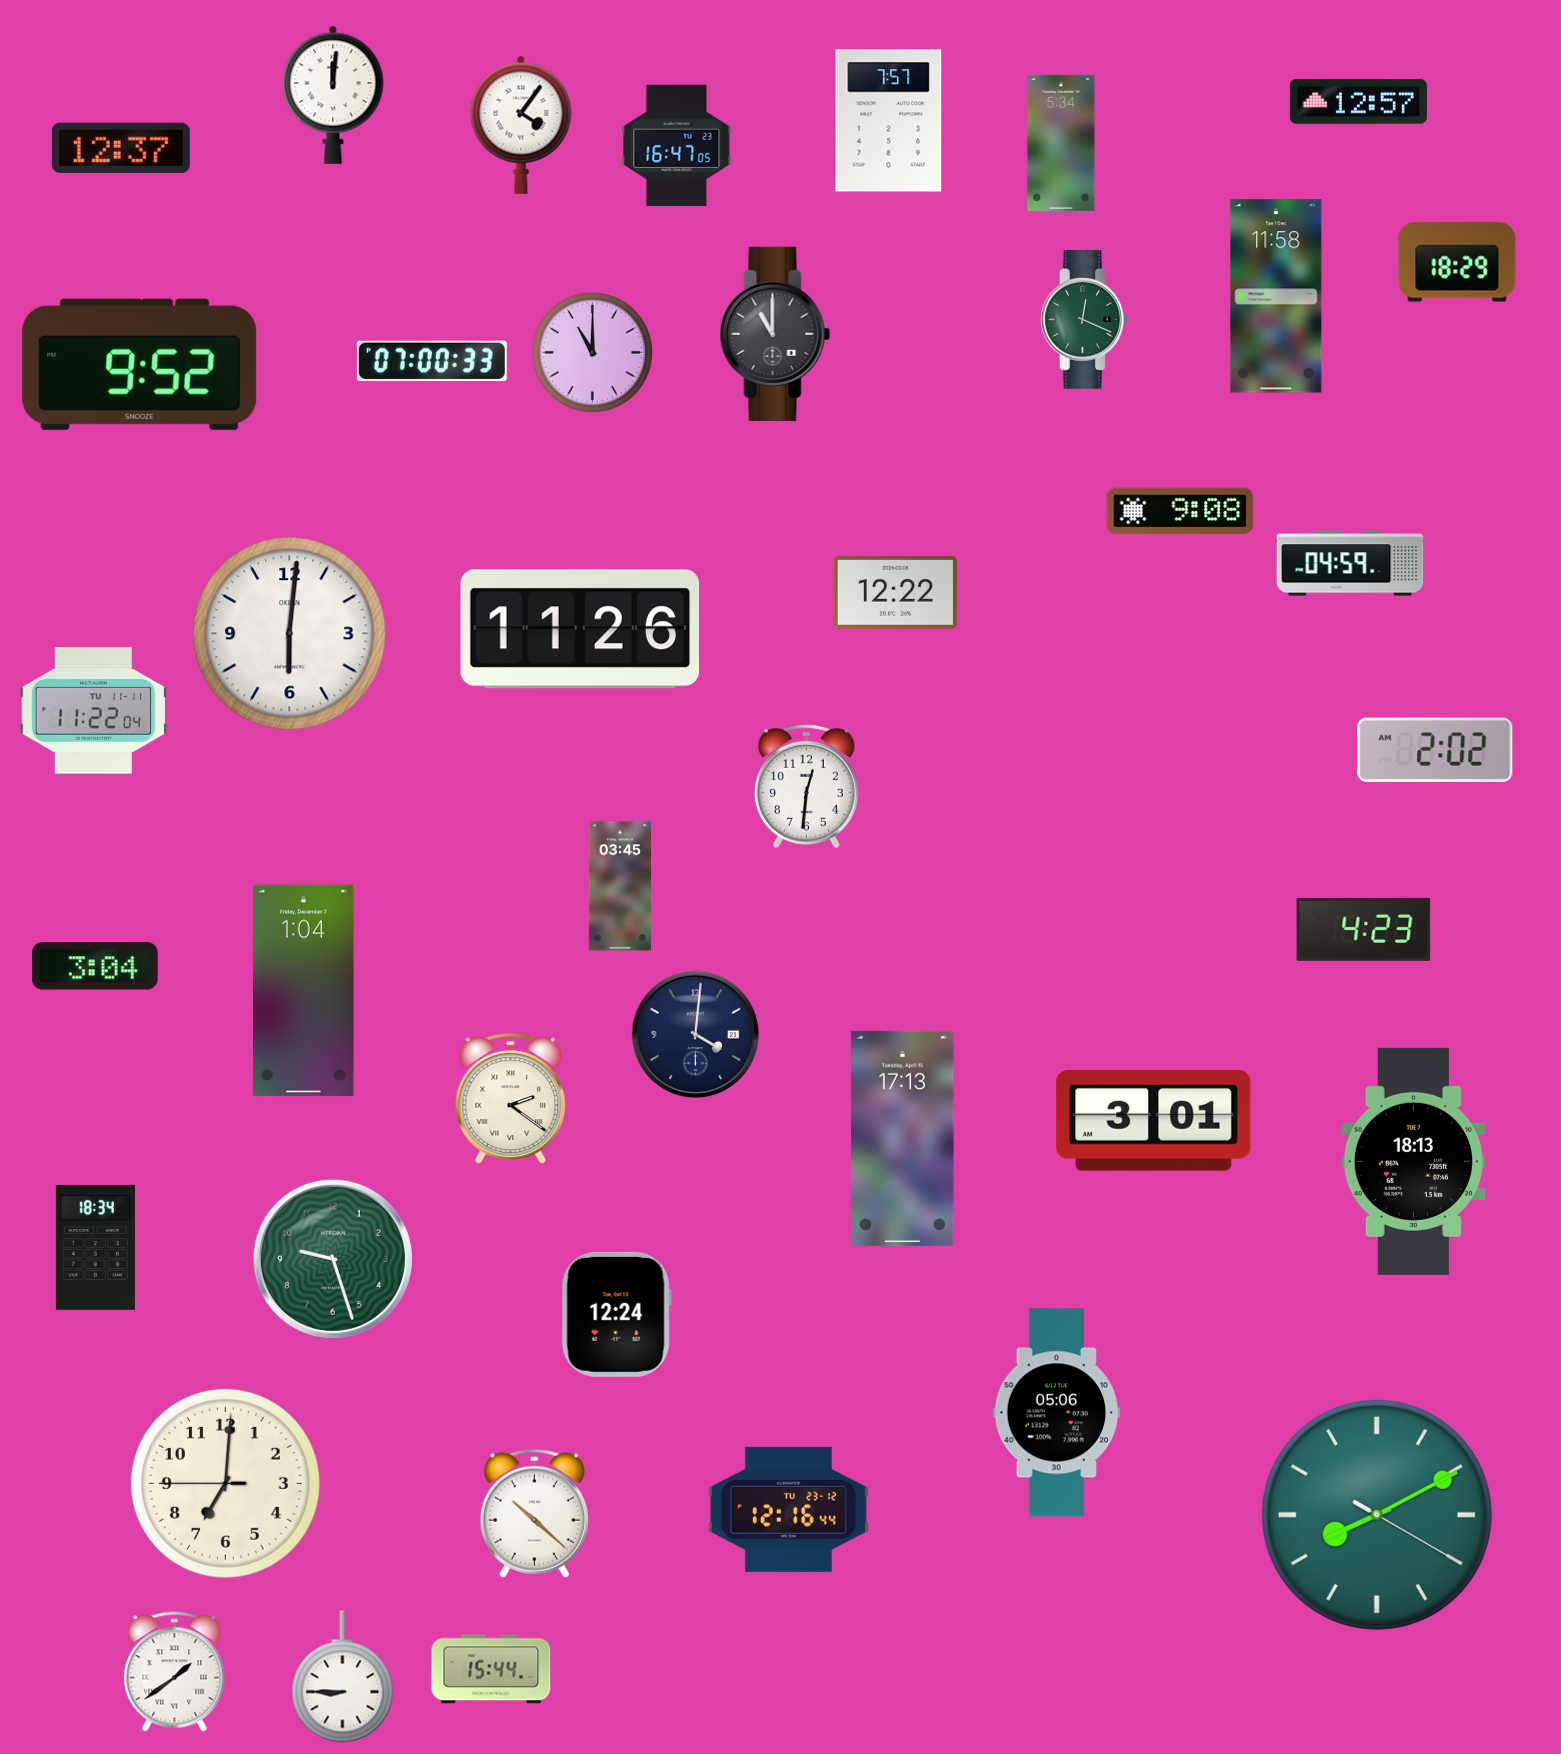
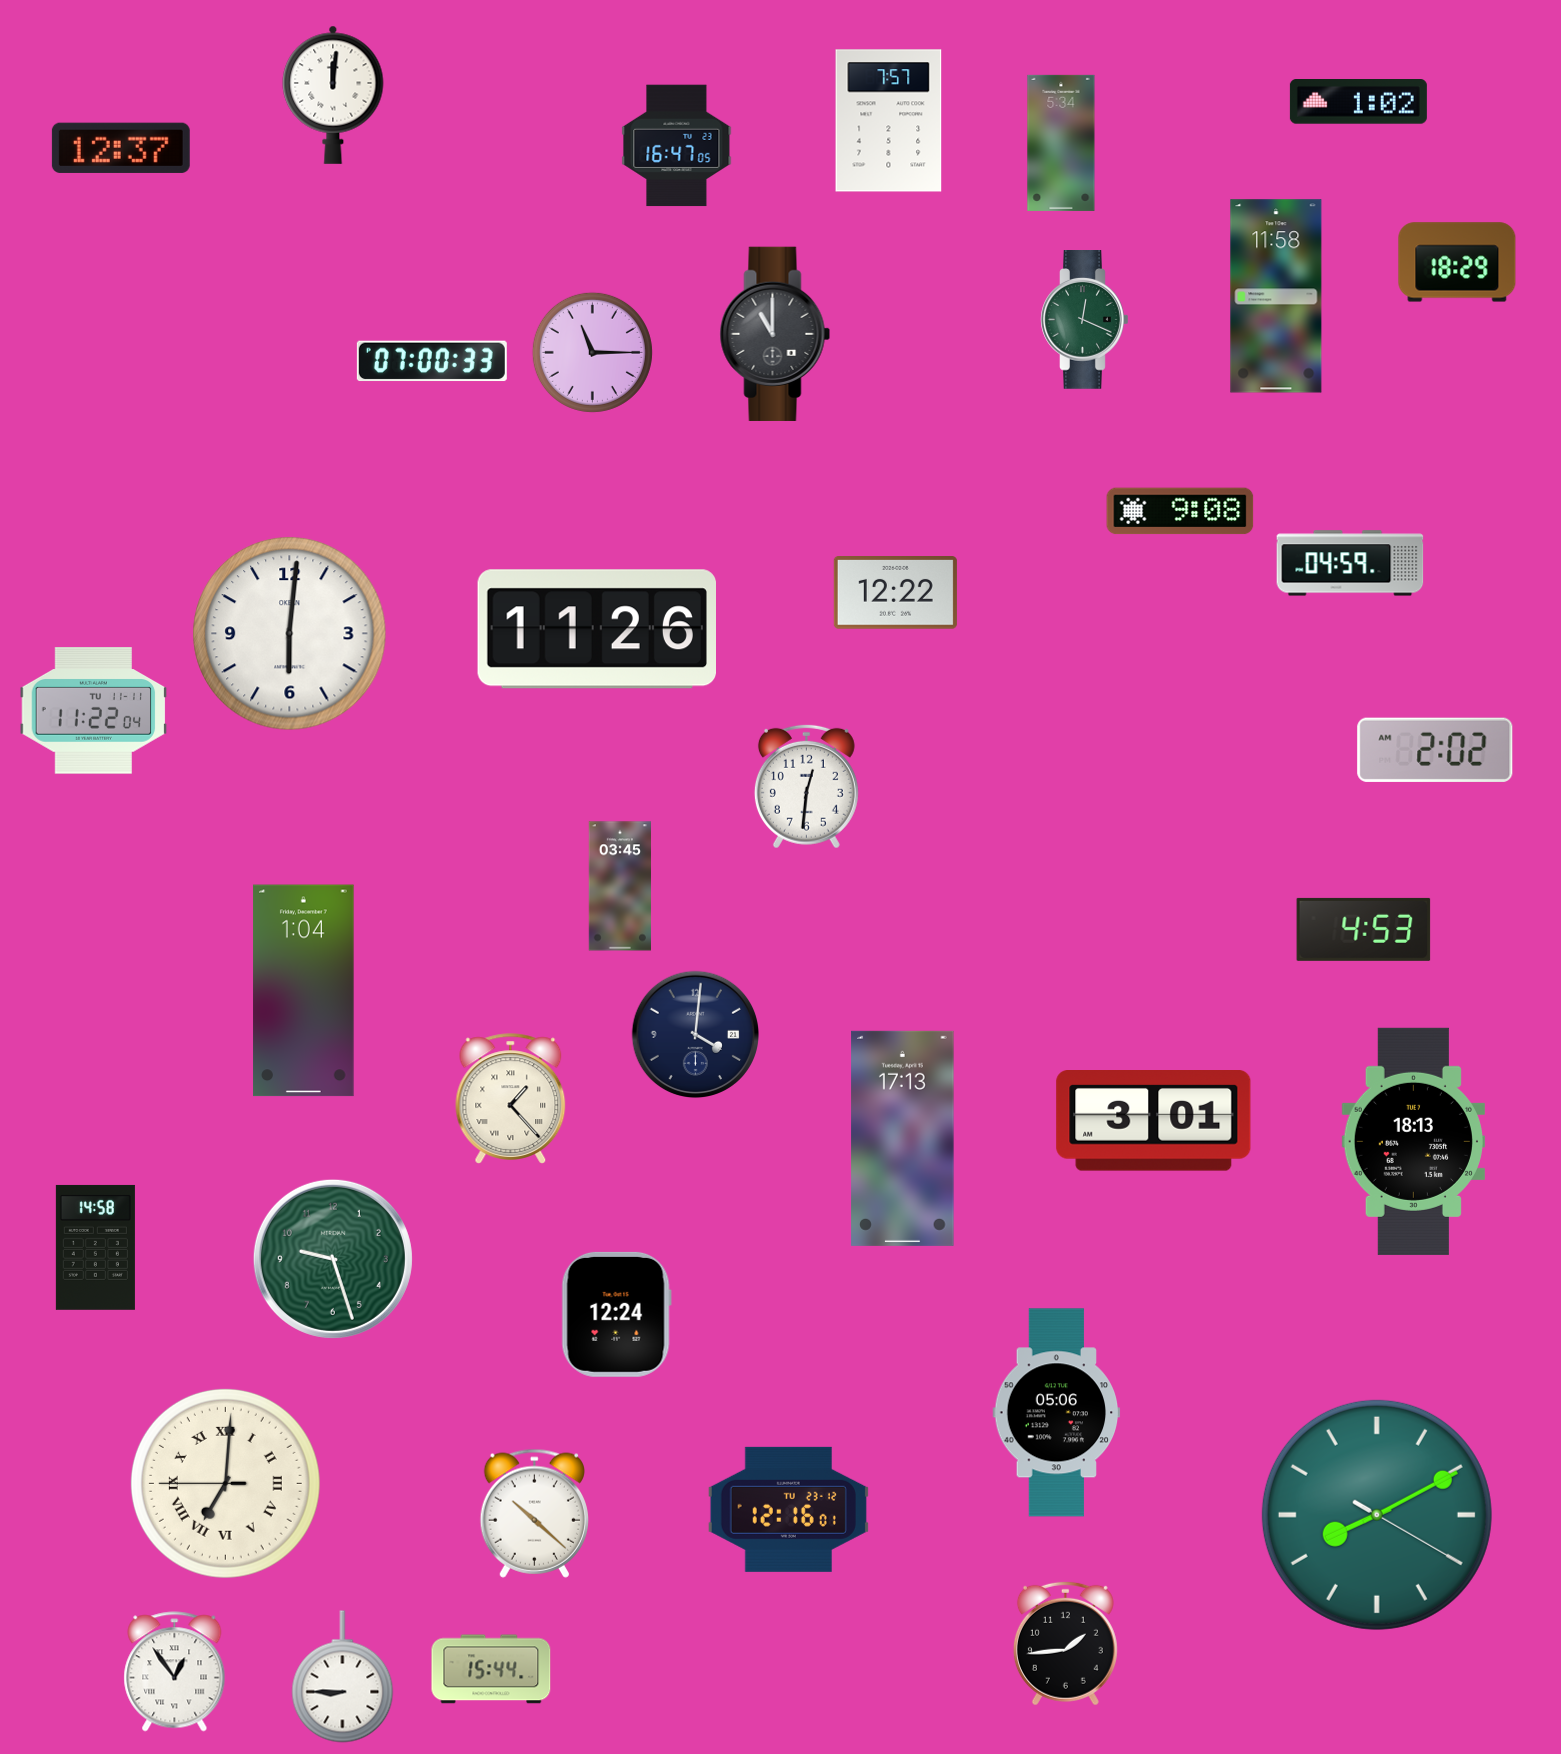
clock at (1358, 102): 12:57 -> 1:02
clock at (521, 125): 4:06 -> none
clock at (592, 352): 11:00 -> 11:15
clock at (140, 364): 9:52 -> none
clock at (579, 629) position: (579, 629) -> (596, 629)
clock at (1364, 929): 4:23 -> 4:53
clock at (95, 966): 3:04 -> none
clock at (511, 1099): 2:21 -> 1:23
clock at (1413, 1161) position: (1413, 1161) -> (1413, 1141)
clock at (95, 1247): 18:34 -> 14:58
clock at (225, 1483) numerals: Arabic -> Roman
clock at (788, 1509): 12:16:44 -> 12:16:01
clock at (1065, 1643): none -> 1:44
clock at (175, 1672): 1:39 -> 12:54
